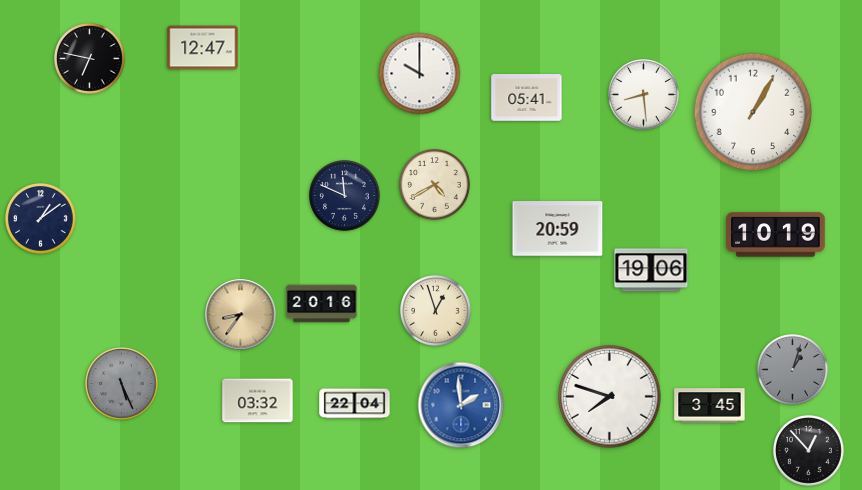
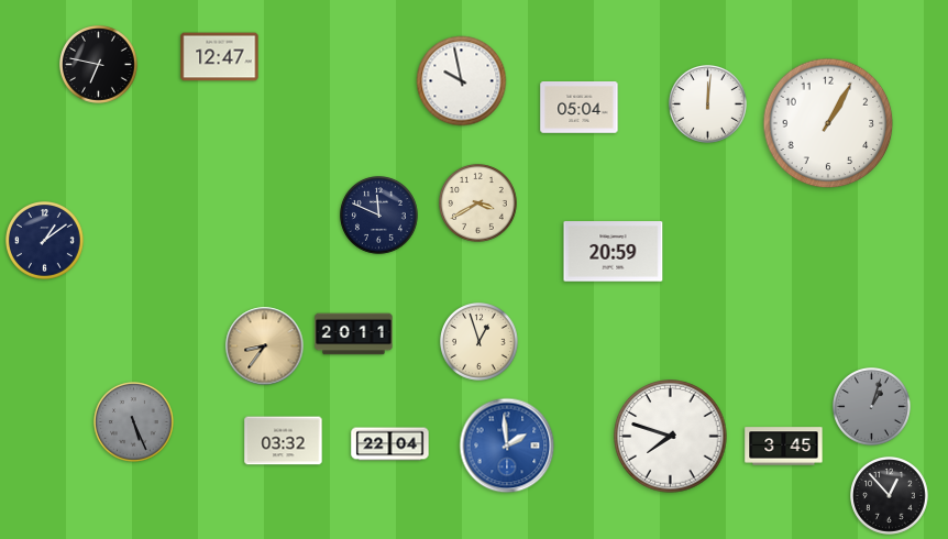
clock at (203, 48) position: (203, 48) -> (220, 57)
clock at (420, 74): 10:00 -> 9:58
clock at (644, 95): 8:29 -> 12:01
clock at (527, 98): 05:41 -> 05:04
clock at (435, 185): 4:40 -> 3:40
clock at (776, 235): 10:19 -> none
clock at (651, 270): 19:06 -> none
clock at (322, 304): 20:16 -> 20:11
clock at (710, 406) position: (710, 406) -> (784, 447)
